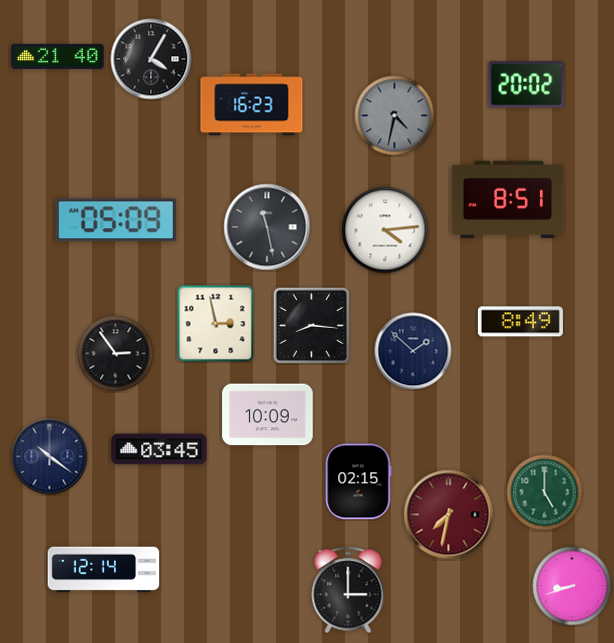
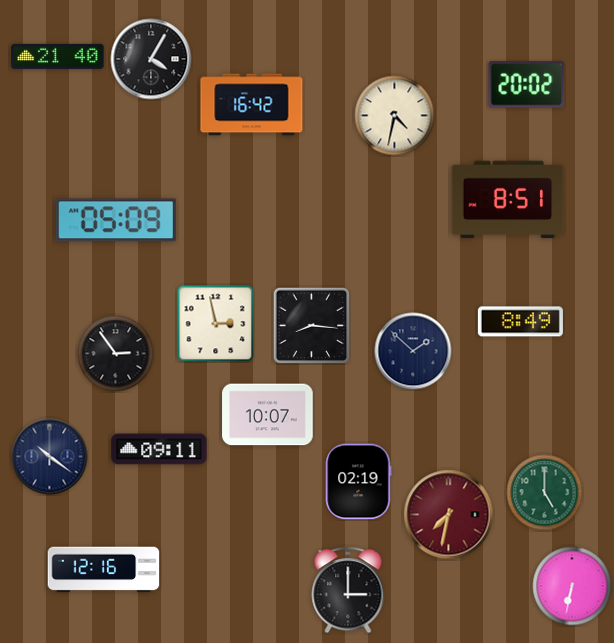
clock at (252, 105): 16:23 -> 16:42
clock at (395, 116) dial: grey -> cream
clock at (267, 227): 11:28 -> none
clock at (385, 230): 4:14 -> none
clock at (268, 415): 10:09 -> 10:07
clock at (159, 449): 03:45 -> 09:11
clock at (358, 482): 02:15 -> 02:19
clock at (104, 570): 12:14 -> 12:16
clock at (572, 586): 8:42 -> 6:32
